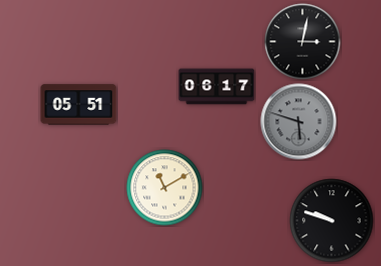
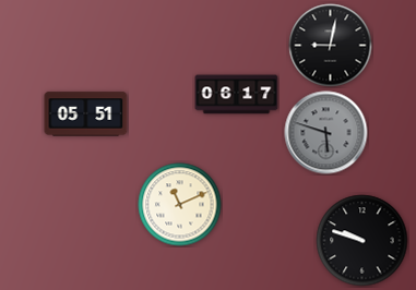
clock at (303, 42): 3:02 -> 9:02
clock at (165, 188): 11:10 -> 11:11
